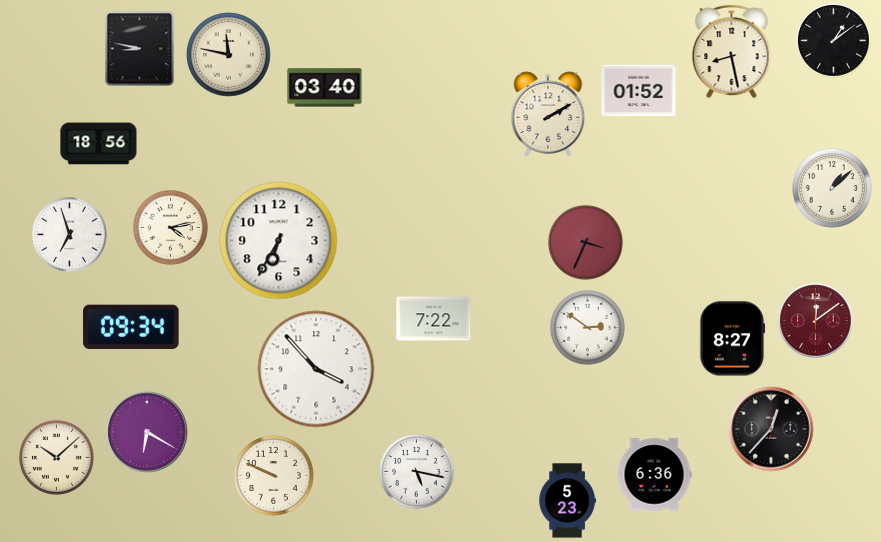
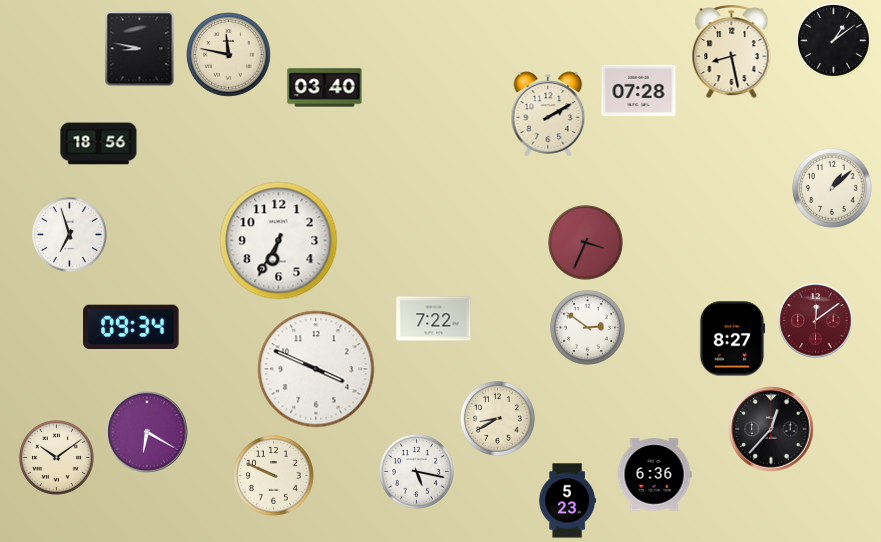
clock at (639, 91): 01:52 -> 07:28
clock at (171, 228): 4:13 -> none
clock at (316, 369): 3:53 -> 3:49
clock at (498, 419): none -> 8:40
clock at (57, 458): 10:08 -> 10:09
